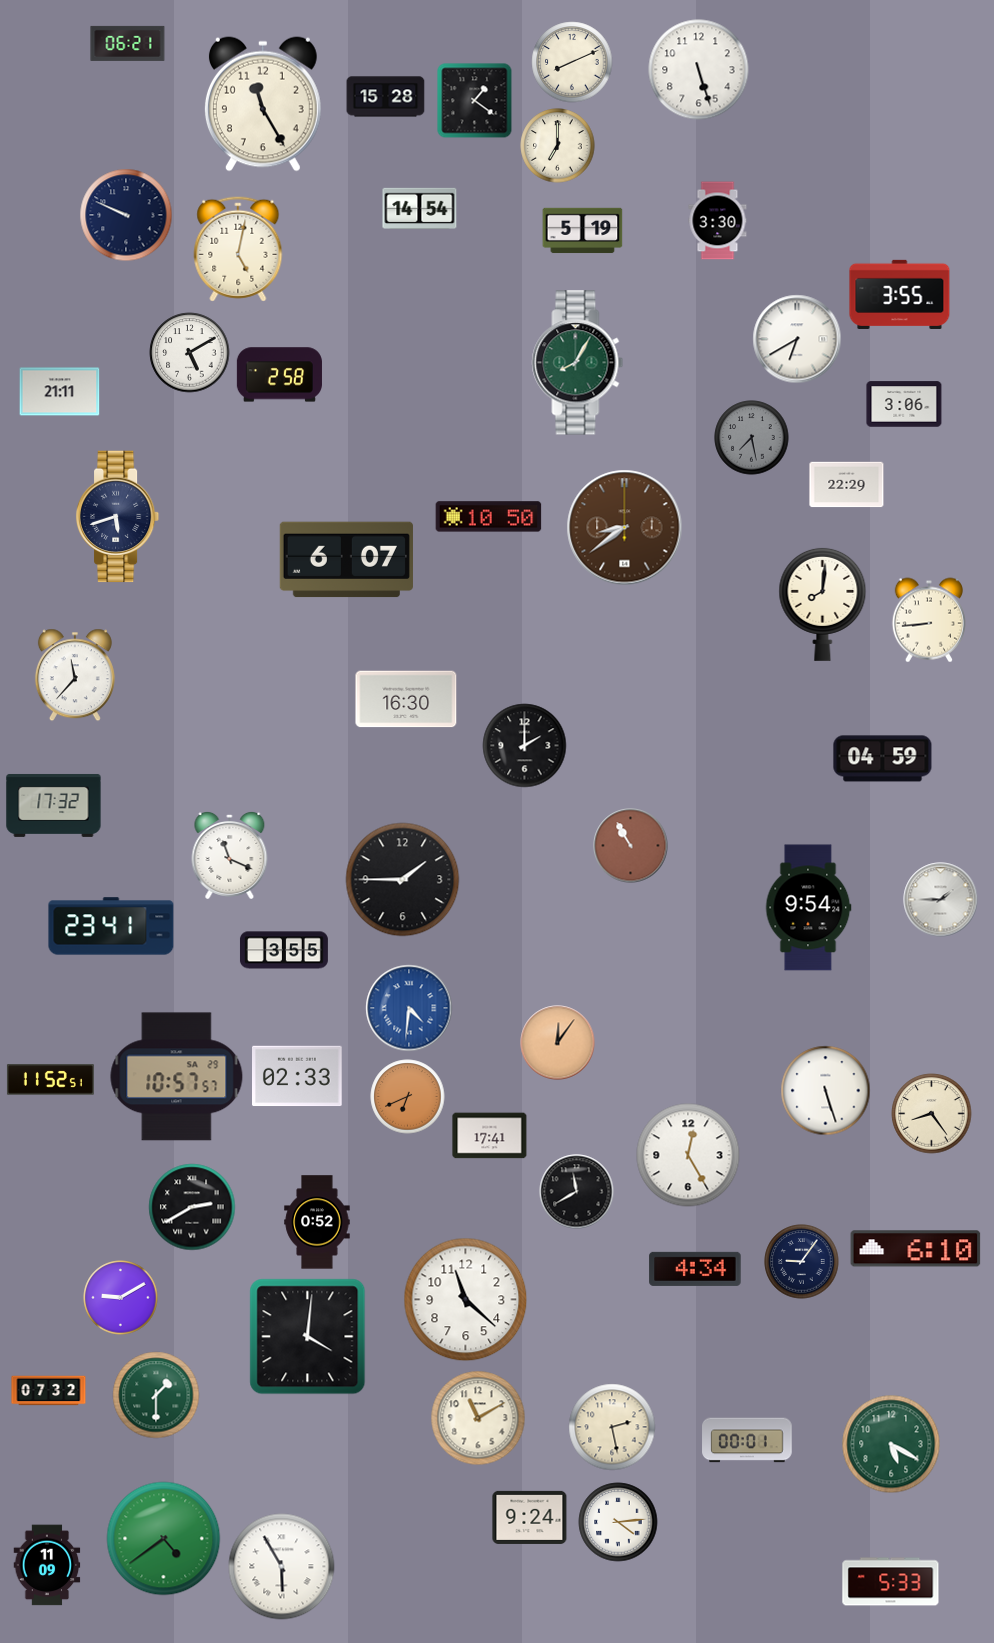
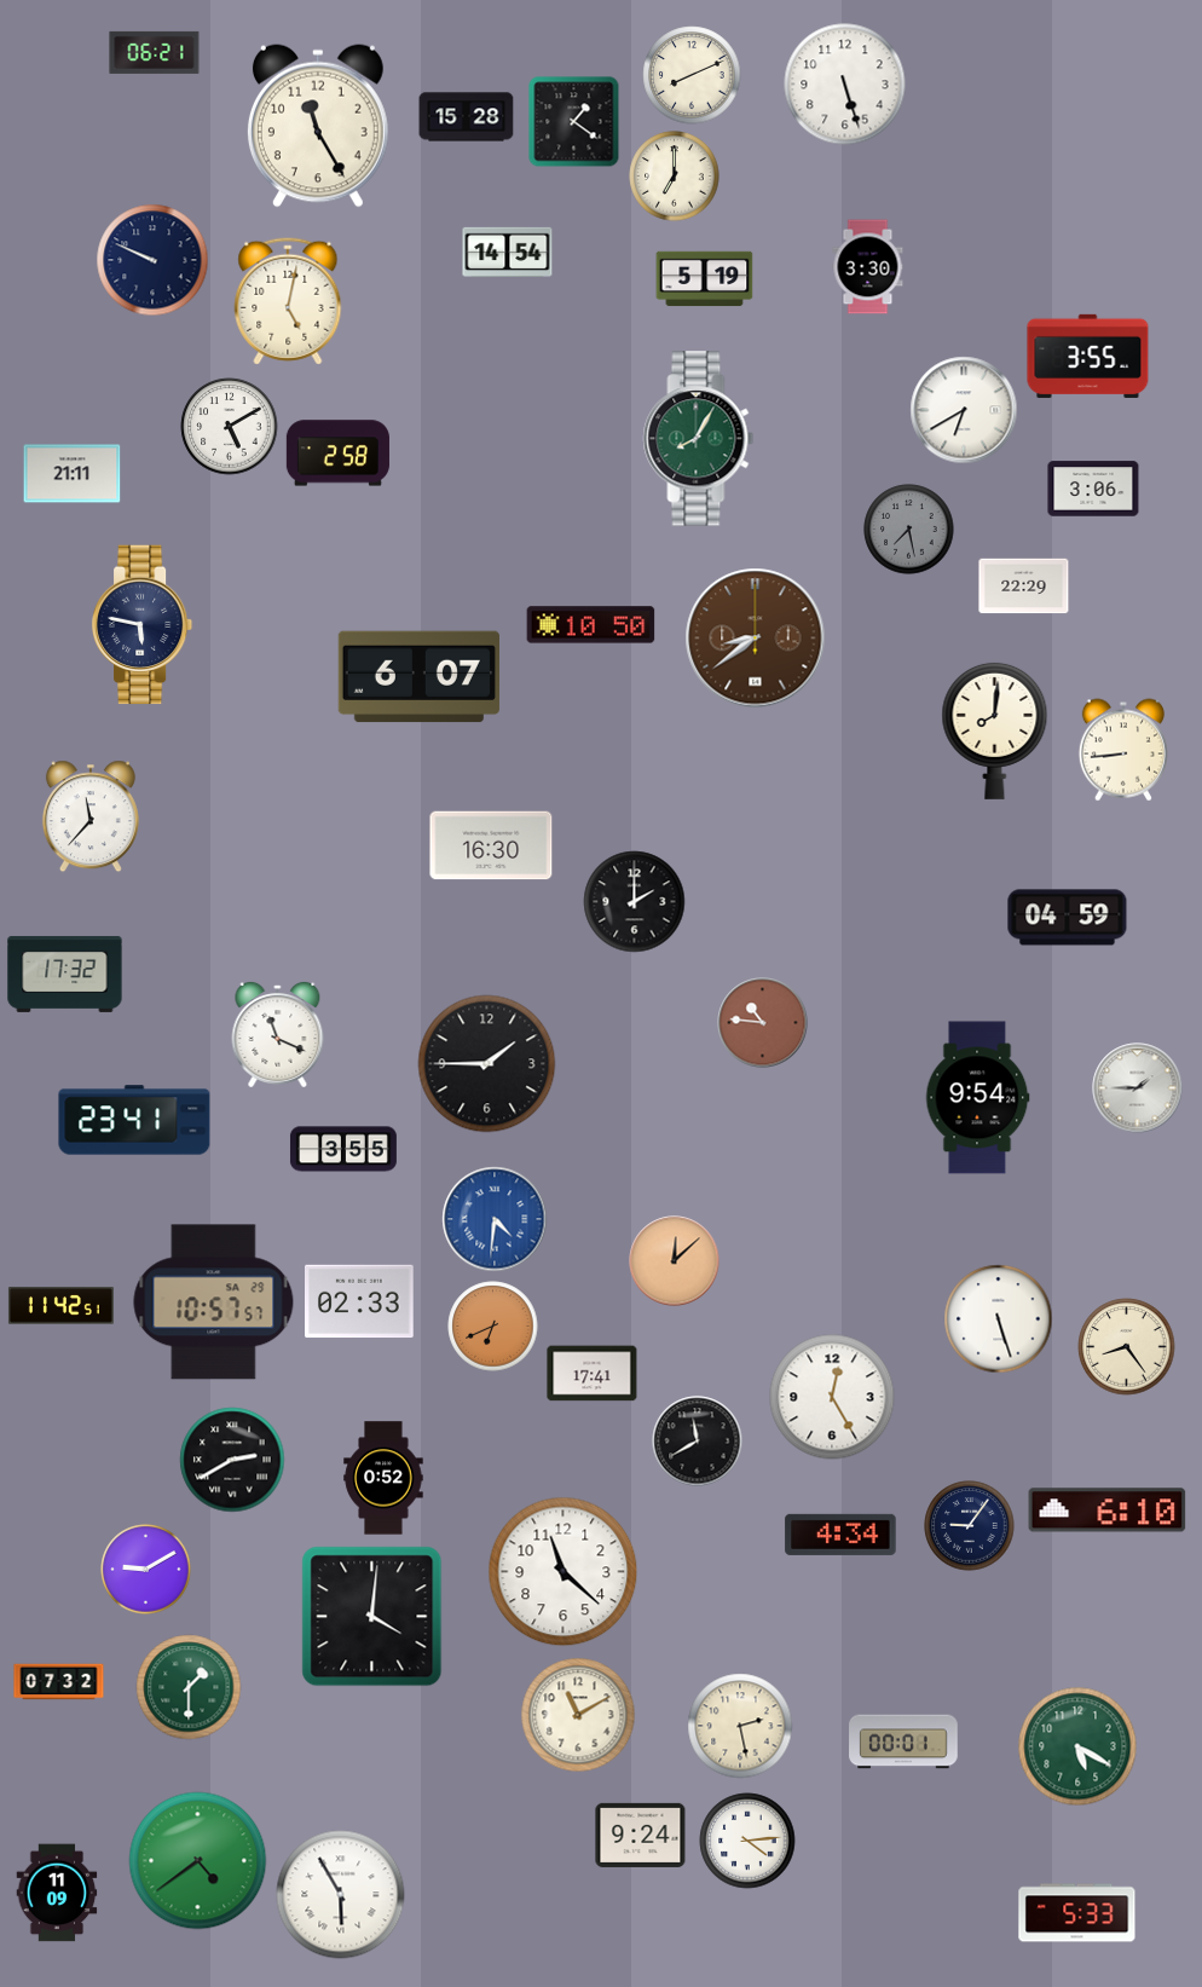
clock at (118, 517): 5:42 -> 5:47
clock at (631, 846): 10:55 -> 10:46
clock at (558, 1043): 12:06 -> 12:08
clock at (50, 1080): 11:52 -> 11:42
